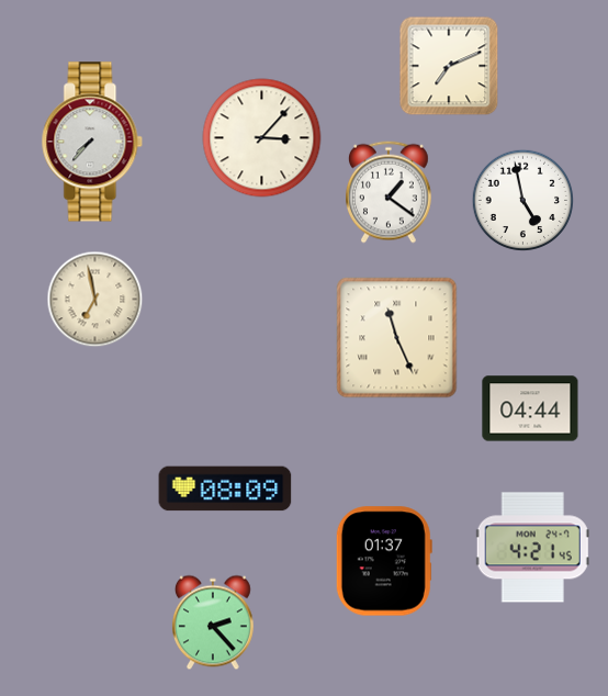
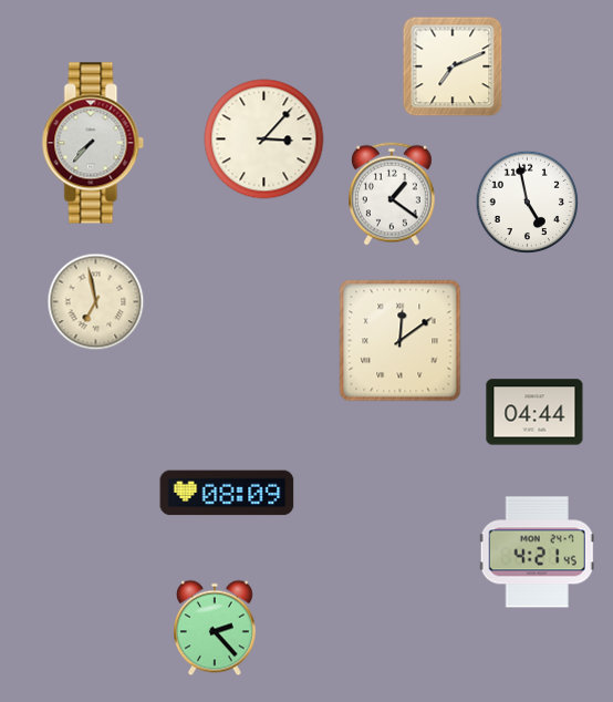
clock at (397, 338): 11:26 -> 12:09
clock at (384, 561): 01:37 -> none
